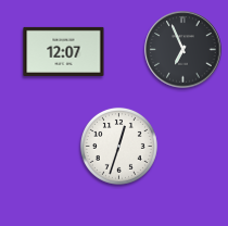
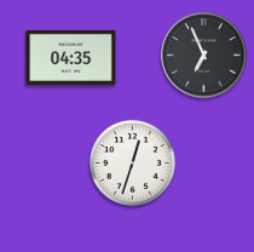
clock at (64, 51): 12:07 -> 04:35
